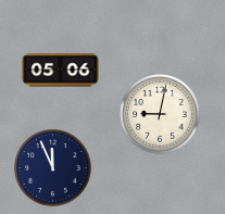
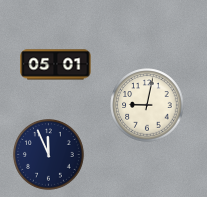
clock at (61, 71): 05:06 -> 05:01
